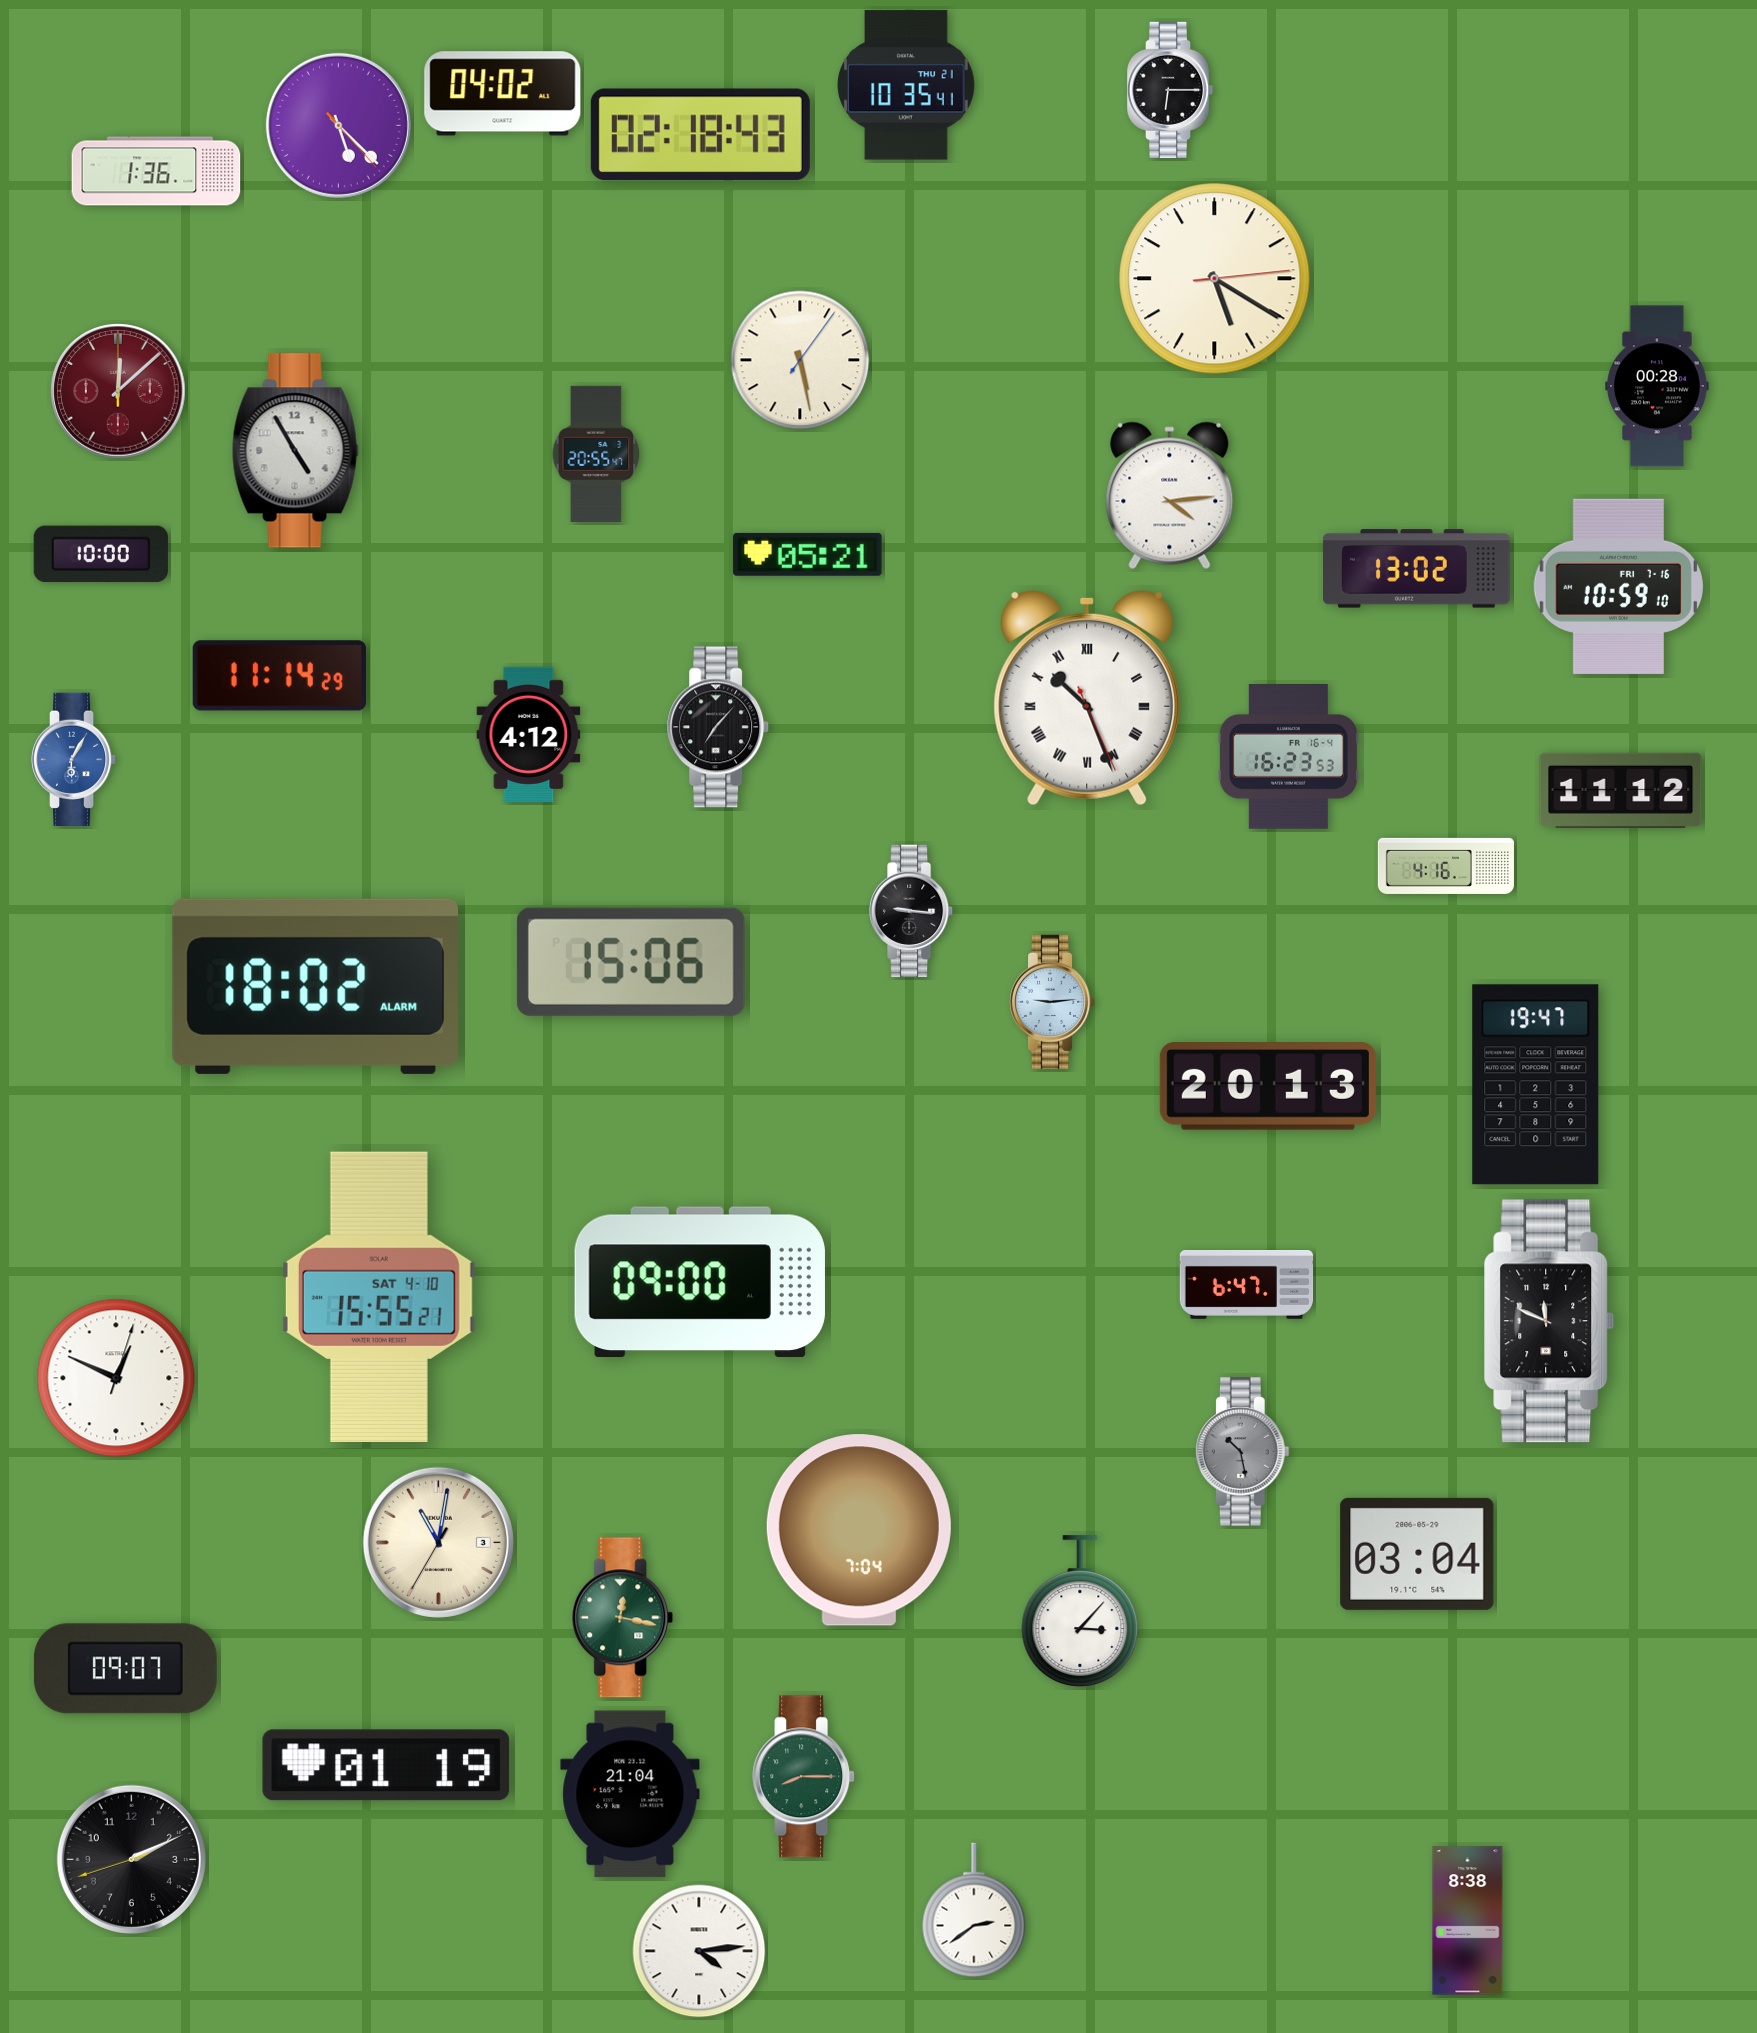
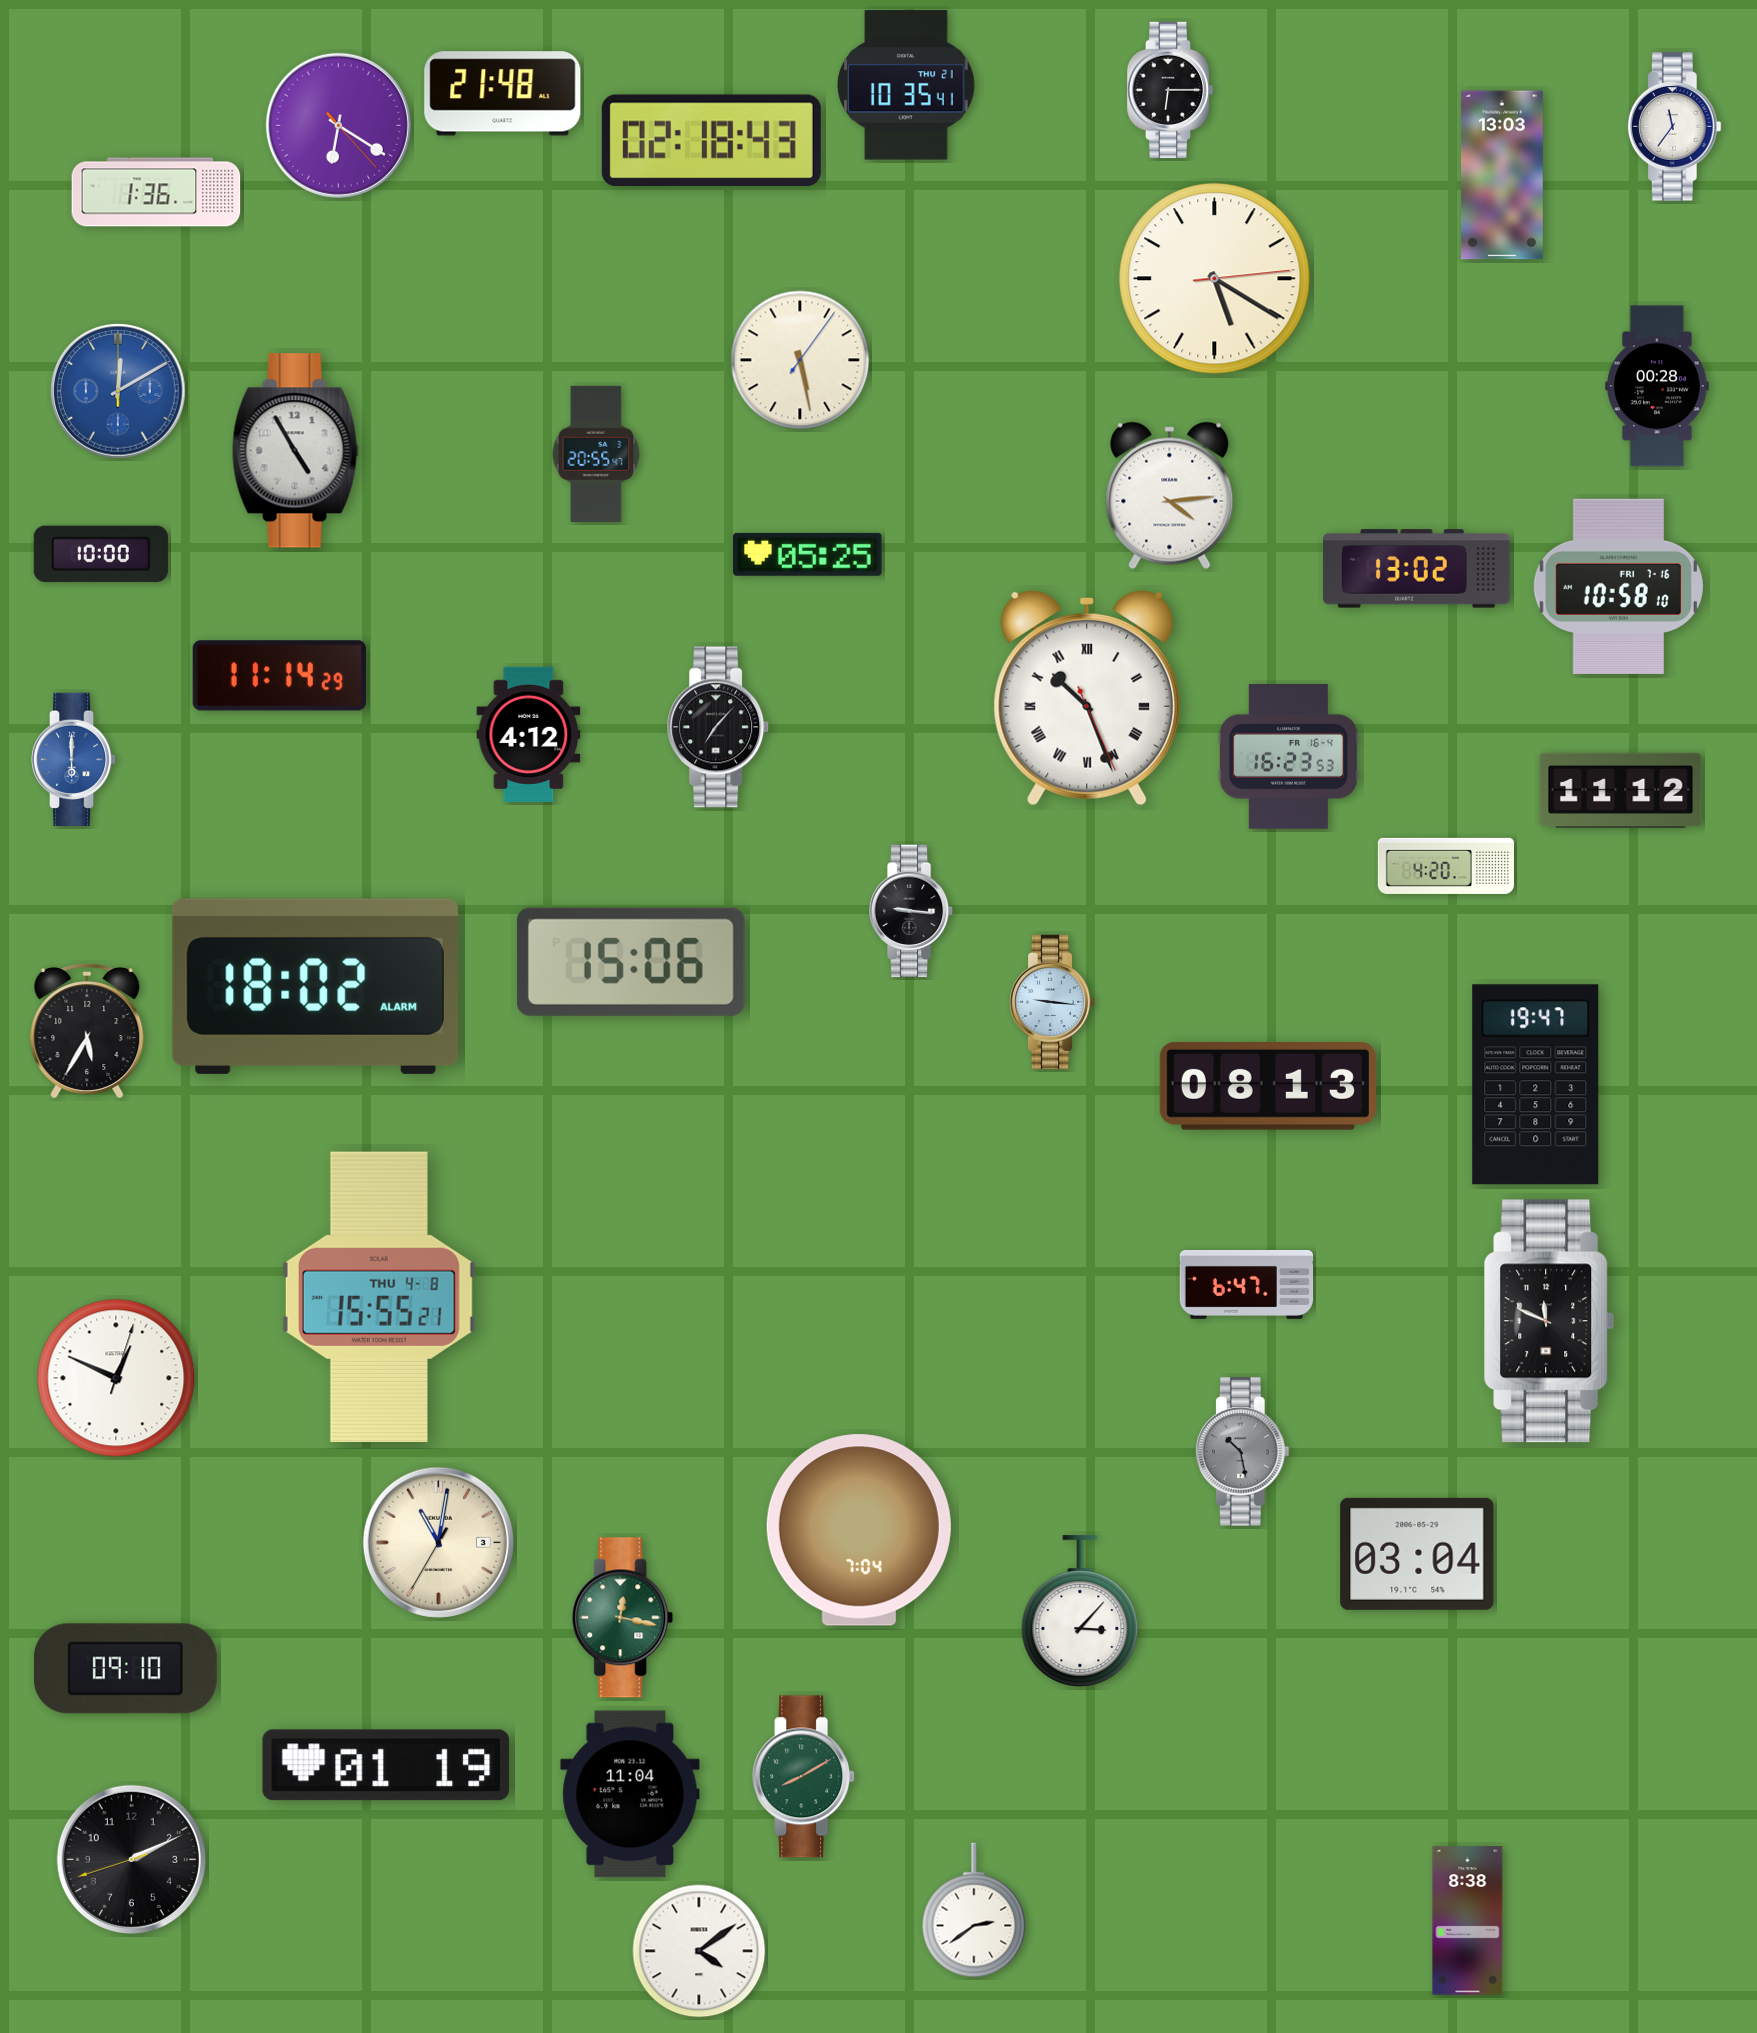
clock at (503, 94): 04:02 -> 21:48
clock at (338, 125): 5:22 -> 6:20
clock at (1674, 127): none -> 11:36
clock at (700, 135) position: (700, 135) -> (711, 141)
clock at (156, 171) position: (156, 171) -> (156, 192)
clock at (1502, 175): none -> 13:03
clock at (118, 391): 12:08 -> 12:10
clock at (118, 391) dial: burgundy -> blue
clock at (808, 554): 05:21 -> 05:25
clock at (1618, 586): 10:59 -> 10:58
clock at (74, 760): 6:05 -> 6:00
clock at (1446, 866): 4:16 -> 4:20
clock at (1052, 1001): 9:14 -> 9:16
clock at (87, 1031): none -> 5:35
clock at (1268, 1087): 20:13 -> 08:13
clock at (700, 1281): 09:00 -> none
clock at (379, 1297) date: SAT 4-10 -> THU 4-8
clock at (125, 1669): 09:07 -> 09:10
clock at (804, 1777): 8:15 -> 8:10
clock at (630, 1794): 21:04 -> 11:04
clock at (699, 1951): 4:14 -> 4:09
